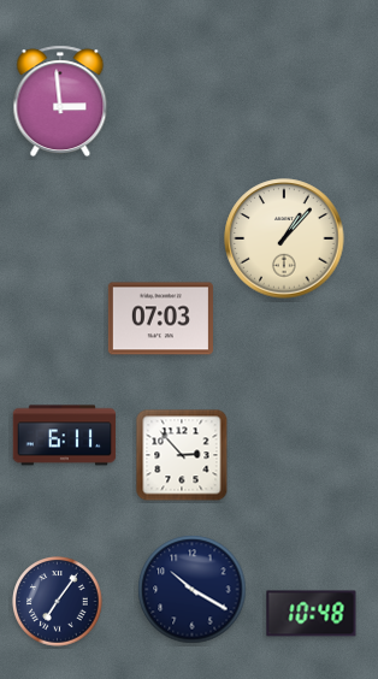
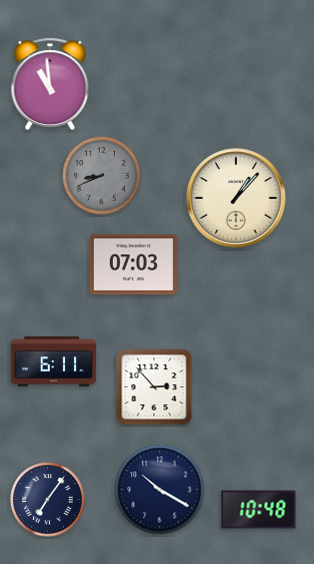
clock at (60, 101): 2:59 -> 10:59
clock at (102, 176): none -> 8:41
clock at (182, 455) position: (182, 455) -> (154, 387)
